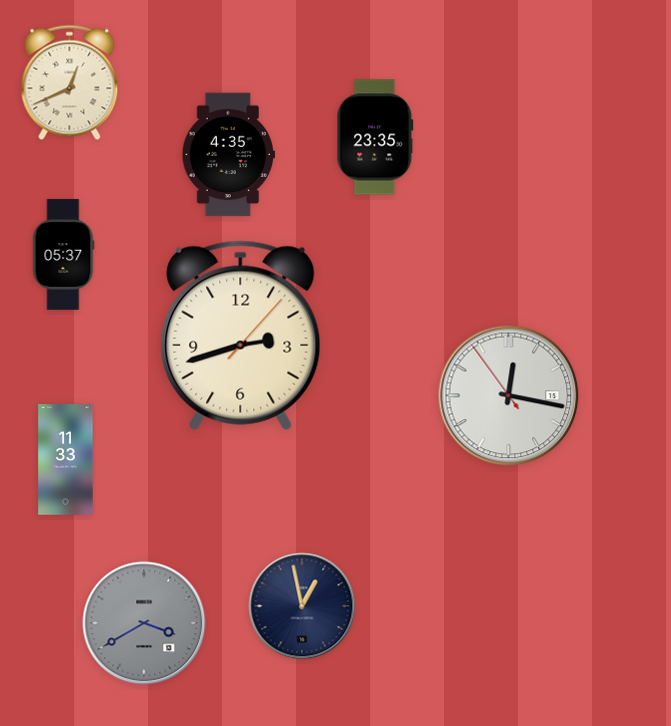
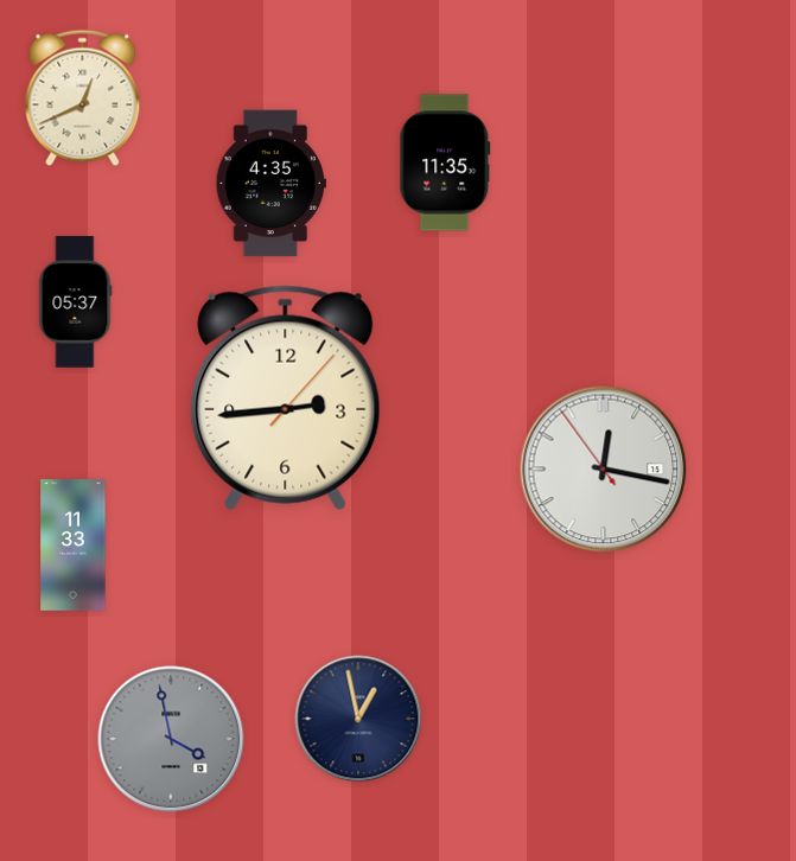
clock at (375, 137): 23:35 -> 11:35
clock at (241, 335): 2:42 -> 2:44
clock at (66, 460) position: (66, 460) -> (74, 546)
clock at (144, 623): 3:40 -> 3:58
